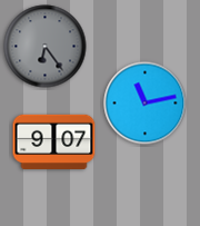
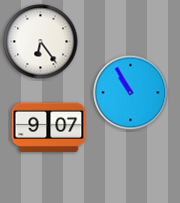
clock at (46, 47) dial: grey -> white
clock at (146, 104): 11:13 -> 10:55
